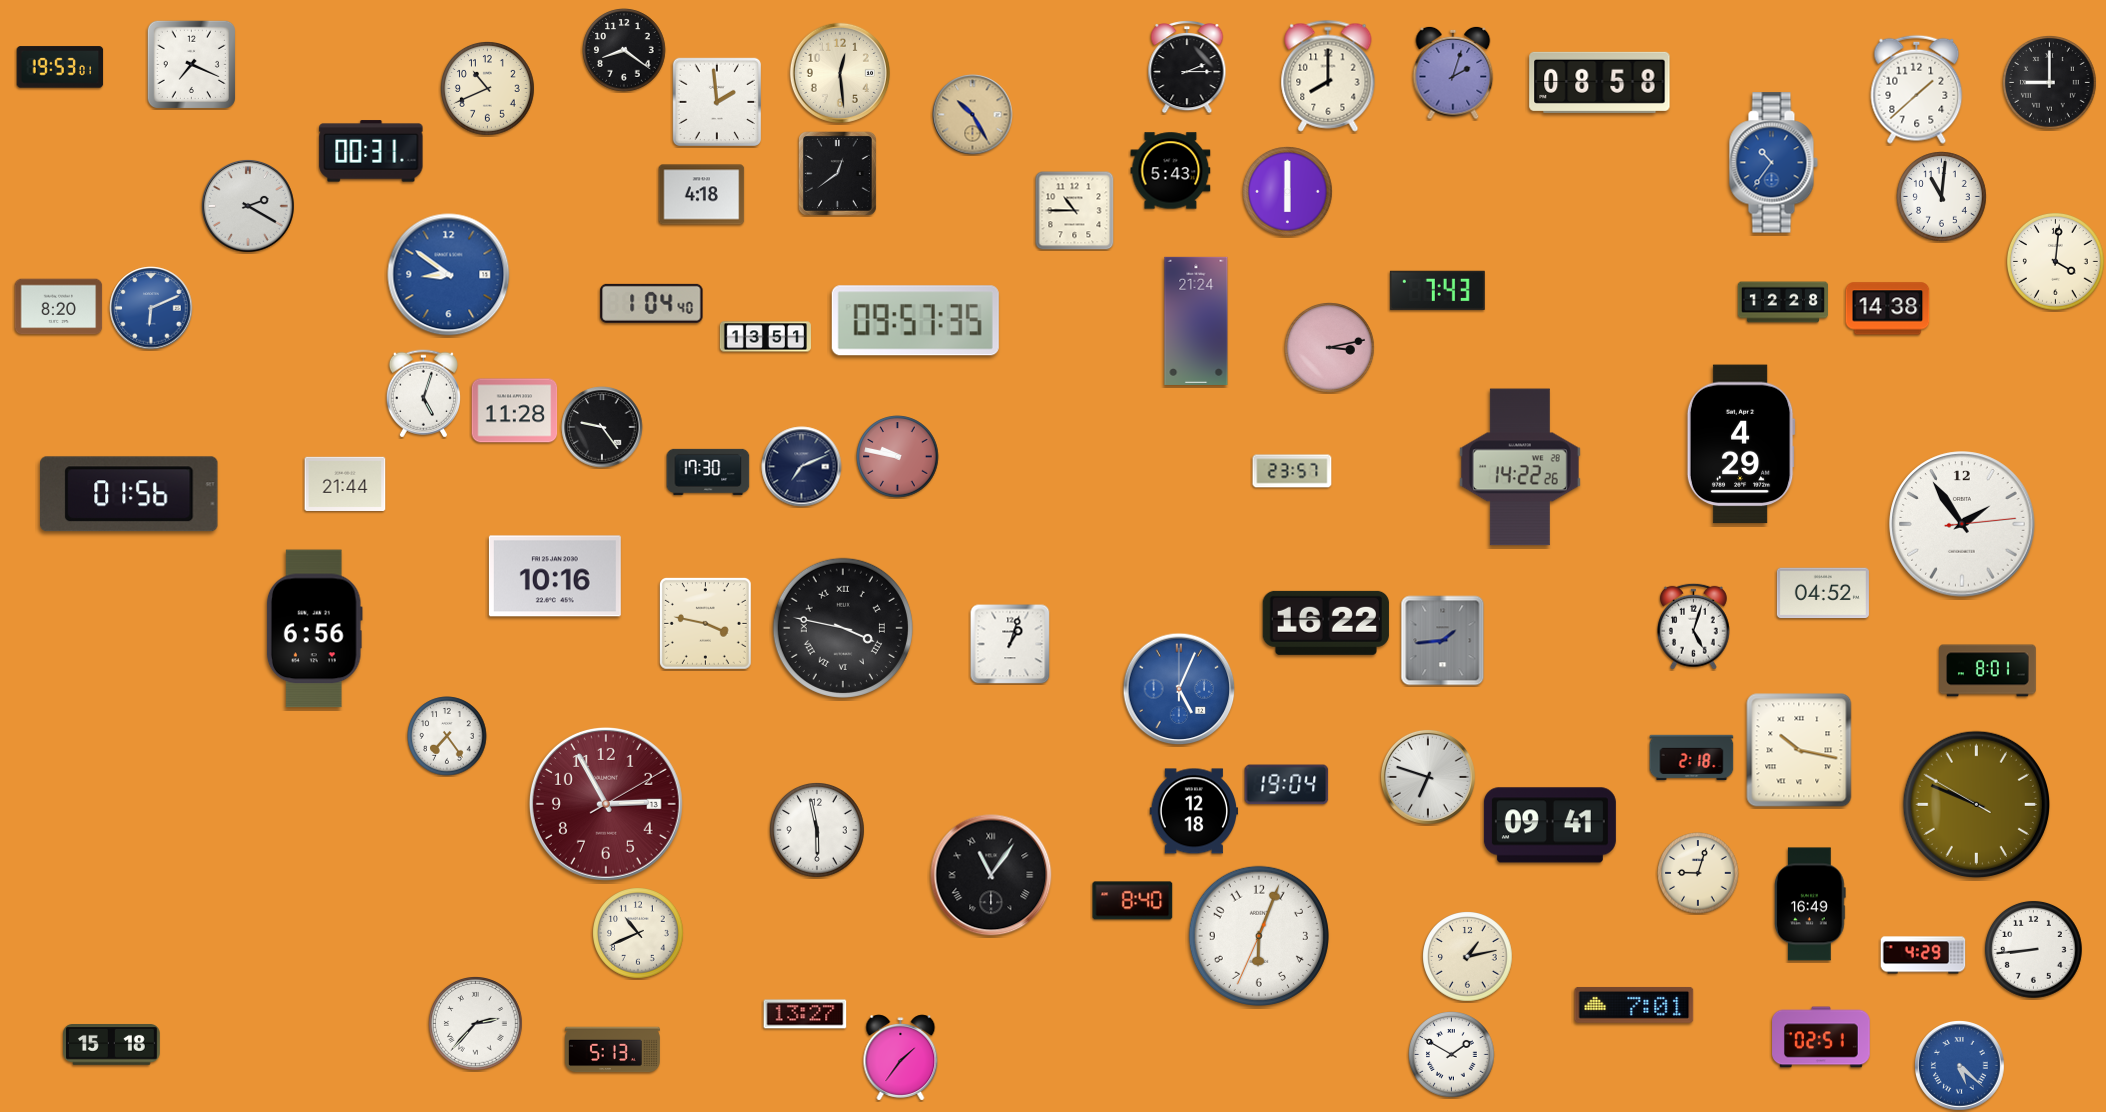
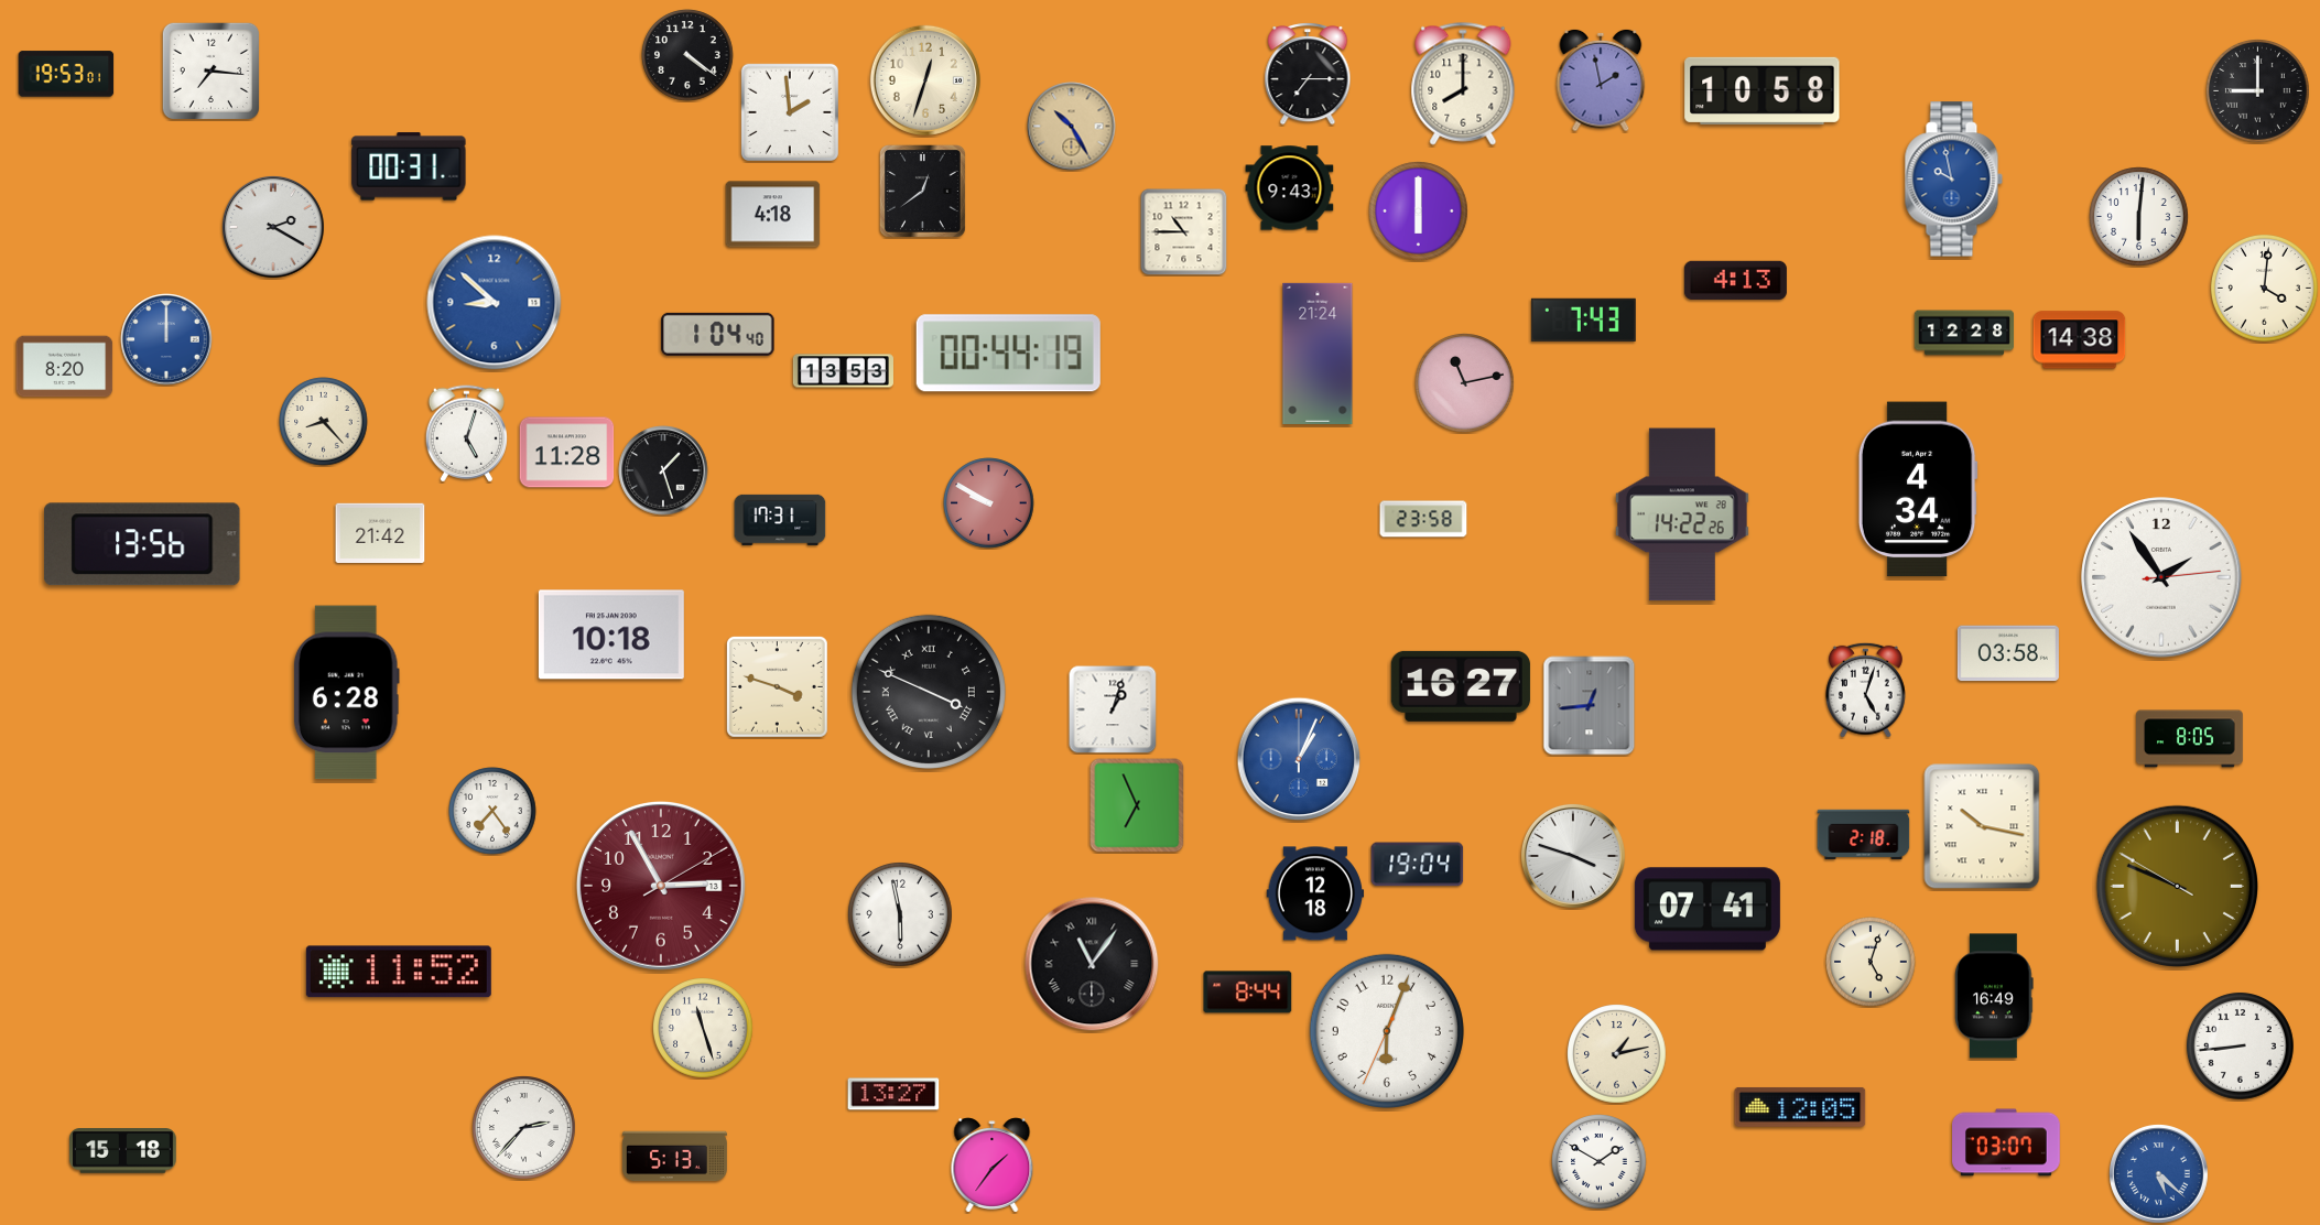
clock at (624, 50): 8:21 -> 4:21
clock at (191, 64): 7:19 -> 7:16
clock at (1187, 68): 2:15 -> 7:15
clock at (840, 73): 12:29 -> 12:33
clock at (1453, 73): 2:03 -> 1:58
clock at (1600, 82): 08:58 -> 10:58
clock at (488, 89): 10:41 -> none
clock at (1917, 89): 1:38 -> none
clock at (1773, 163): 10:36 -> 9:58
clock at (1171, 171): 5:43 -> 9:43
clock at (1942, 197): 11:01 -> 6:01
clock at (1735, 280): none -> 4:13
clock at (449, 275): 8:51 -> 8:52
clock at (59, 307) position: (59, 307) -> (65, 367)
clock at (151, 308): 6:11 -> 12:00
clock at (915, 321): 09:57 -> 00:44
clock at (765, 337): 13:51 -> 13:53
clock at (1330, 348): 3:13 -> 11:13
clock at (324, 422): none -> 8:23
clock at (602, 427): 9:24 -> 1:27
clock at (1741, 444): 4:29 -> 4:34
clock at (898, 457): 9:47 -> 9:50
clock at (802, 467): 7:11 -> none
clock at (1520, 467) position: (1520, 467) -> (1682, 514)
clock at (1292, 471): 23:57 -> 23:58
clock at (708, 472): 17:30 -> 17:31
clock at (345, 484): 21:44 -> 21:42
clock at (129, 494): 01:56 -> 13:56
clock at (555, 576): 10:16 -> 10:18
clock at (1823, 593): 04:52 -> 03:58
clock at (705, 623): 3:47 -> 3:48
clock at (1326, 623): 16:22 -> 16:27
clock at (843, 628): 3:47 -> 3:49
clock at (314, 629): 6:56 -> 6:28
clock at (1443, 641): 1:44 -> 12:44
clock at (1988, 671): 8:01 -> 8:05
clock at (1179, 689): 5:04 -> 1:04
clock at (1137, 805): none -> 6:56
clock at (1428, 777): 6:48 -> 3:48
clock at (606, 804) position: (606, 804) -> (661, 886)
clock at (1550, 825): 09:41 -> 07:41
clock at (1698, 873): 9:03 -> 5:03
clock at (399, 972): none -> 11:52
clock at (1133, 901): 8:40 -> 8:44
clock at (638, 933): 10:41 -> 11:27
clock at (1923, 955): 4:29 -> none
clock at (1634, 1005): 7:01 -> 12:05
clock at (805, 1014) position: (805, 1014) -> (893, 1094)
clock at (1821, 1037): 02:51 -> 03:07
